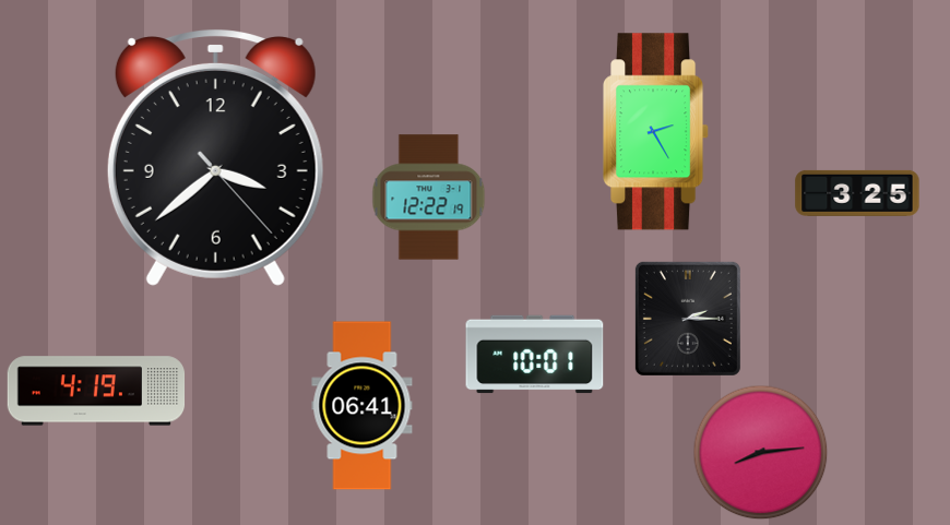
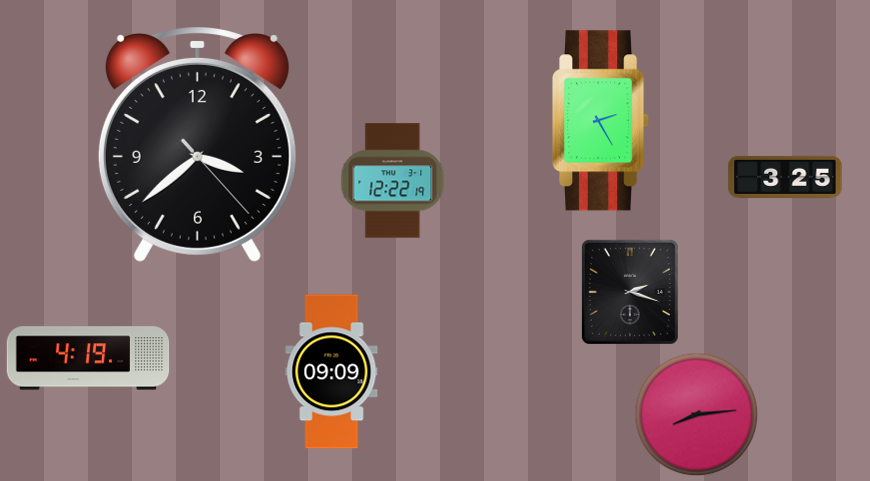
clock at (688, 319): 2:15 -> 2:18
clock at (535, 355): 10:01 -> none
clock at (363, 406): 06:41 -> 09:09
